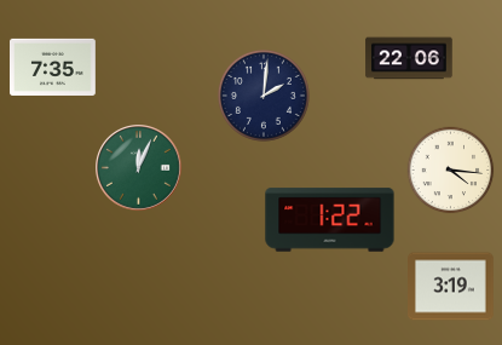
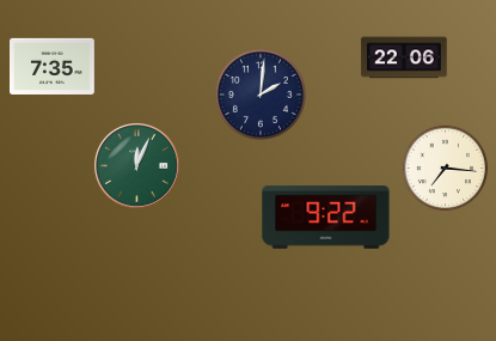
clock at (451, 171): 4:16 -> 7:16
clock at (330, 220): 1:22 -> 9:22
clock at (451, 287): 3:19 -> none
